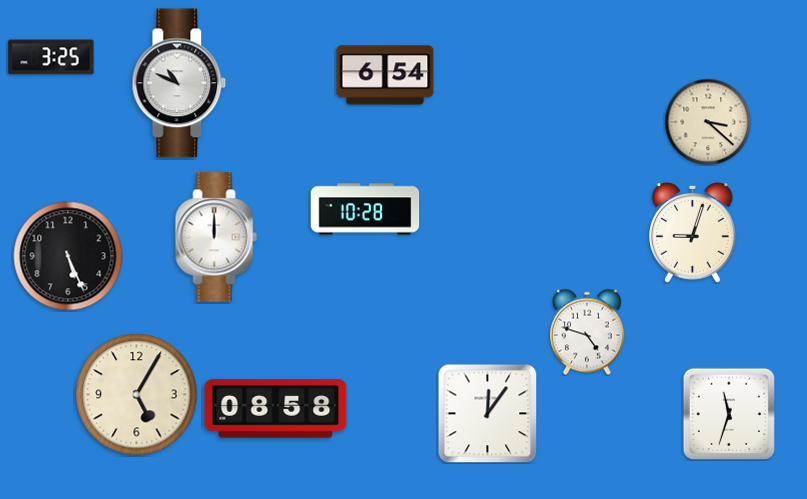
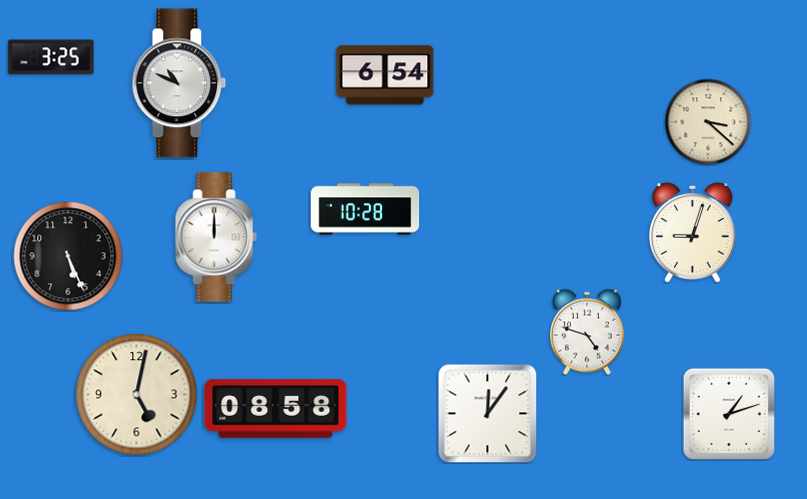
clock at (137, 395): 5:05 -> 5:02
clock at (729, 414): 11:33 -> 1:12
